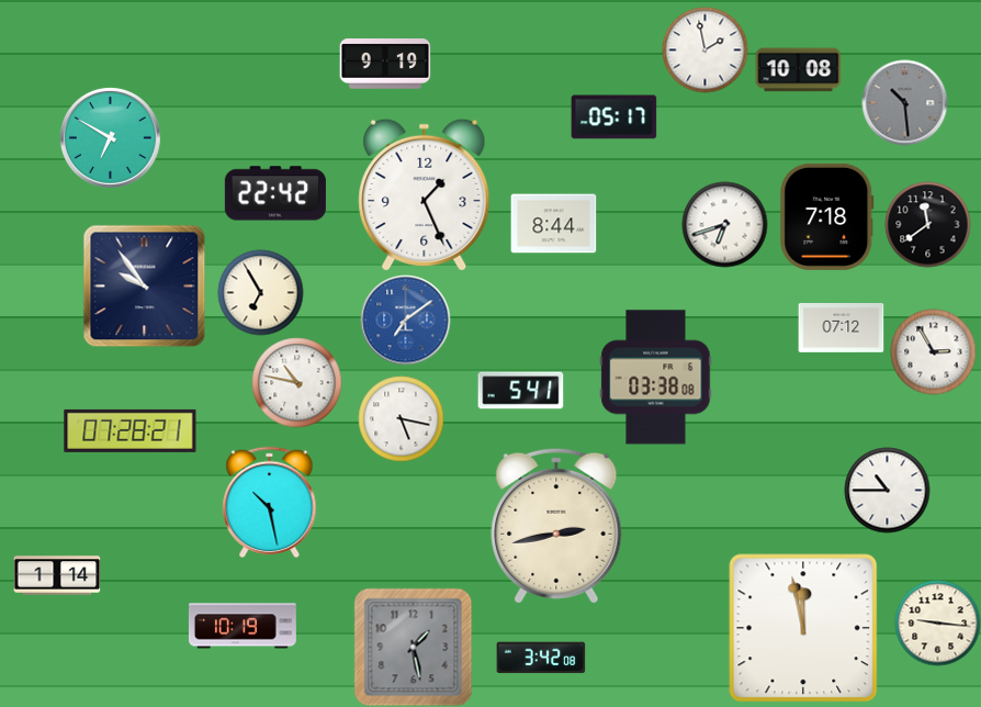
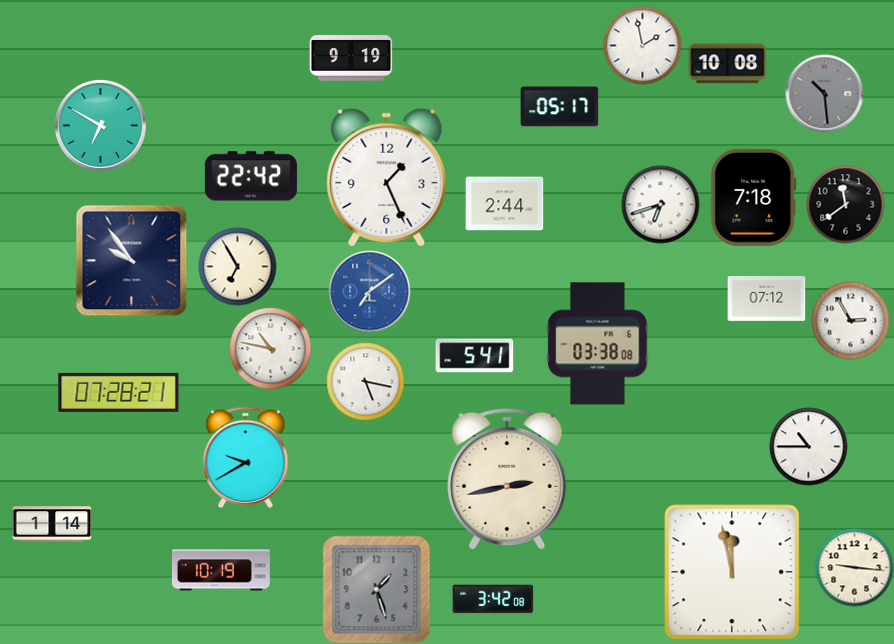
clock at (553, 224): 8:44 -> 2:44
clock at (270, 502): 10:28 -> 9:40
clock at (413, 647): 1:28 -> 1:27
